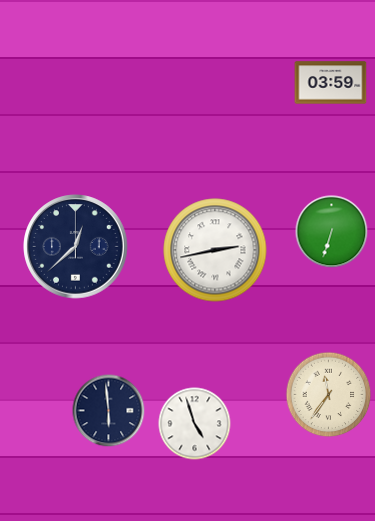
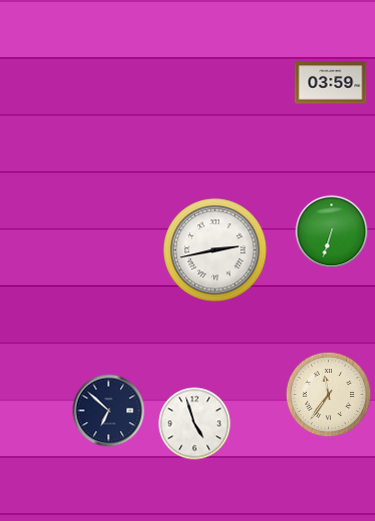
clock at (76, 247): 12:38 -> none
clock at (109, 411): 5:59 -> 6:52
